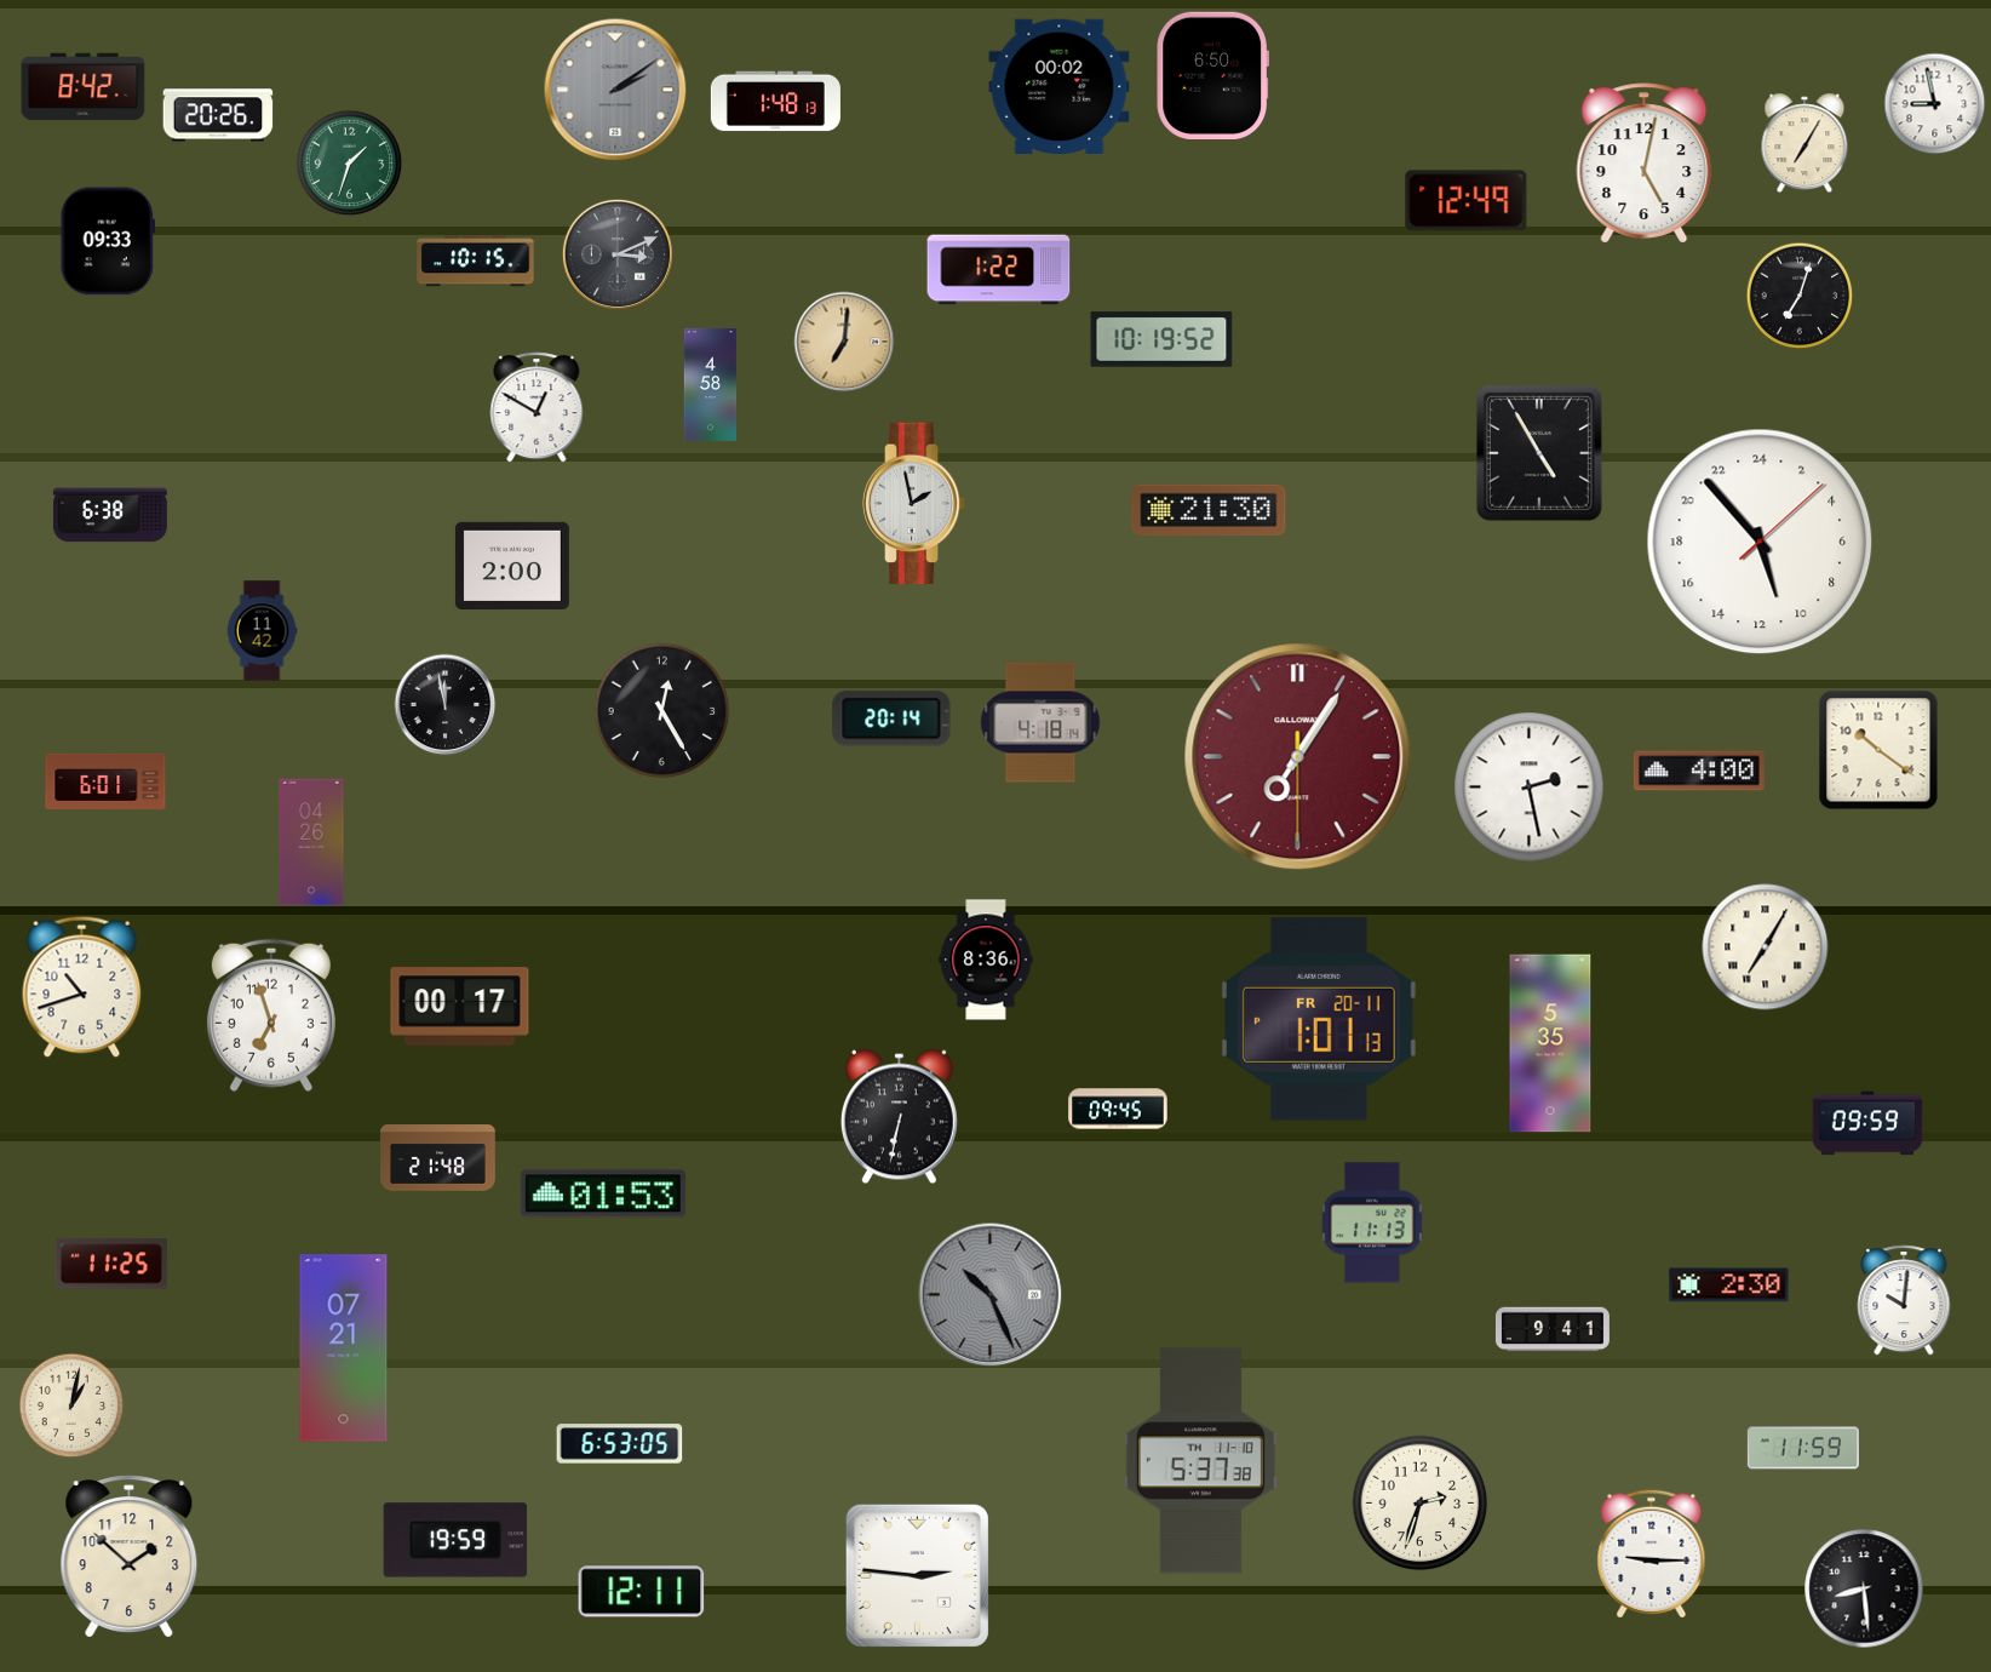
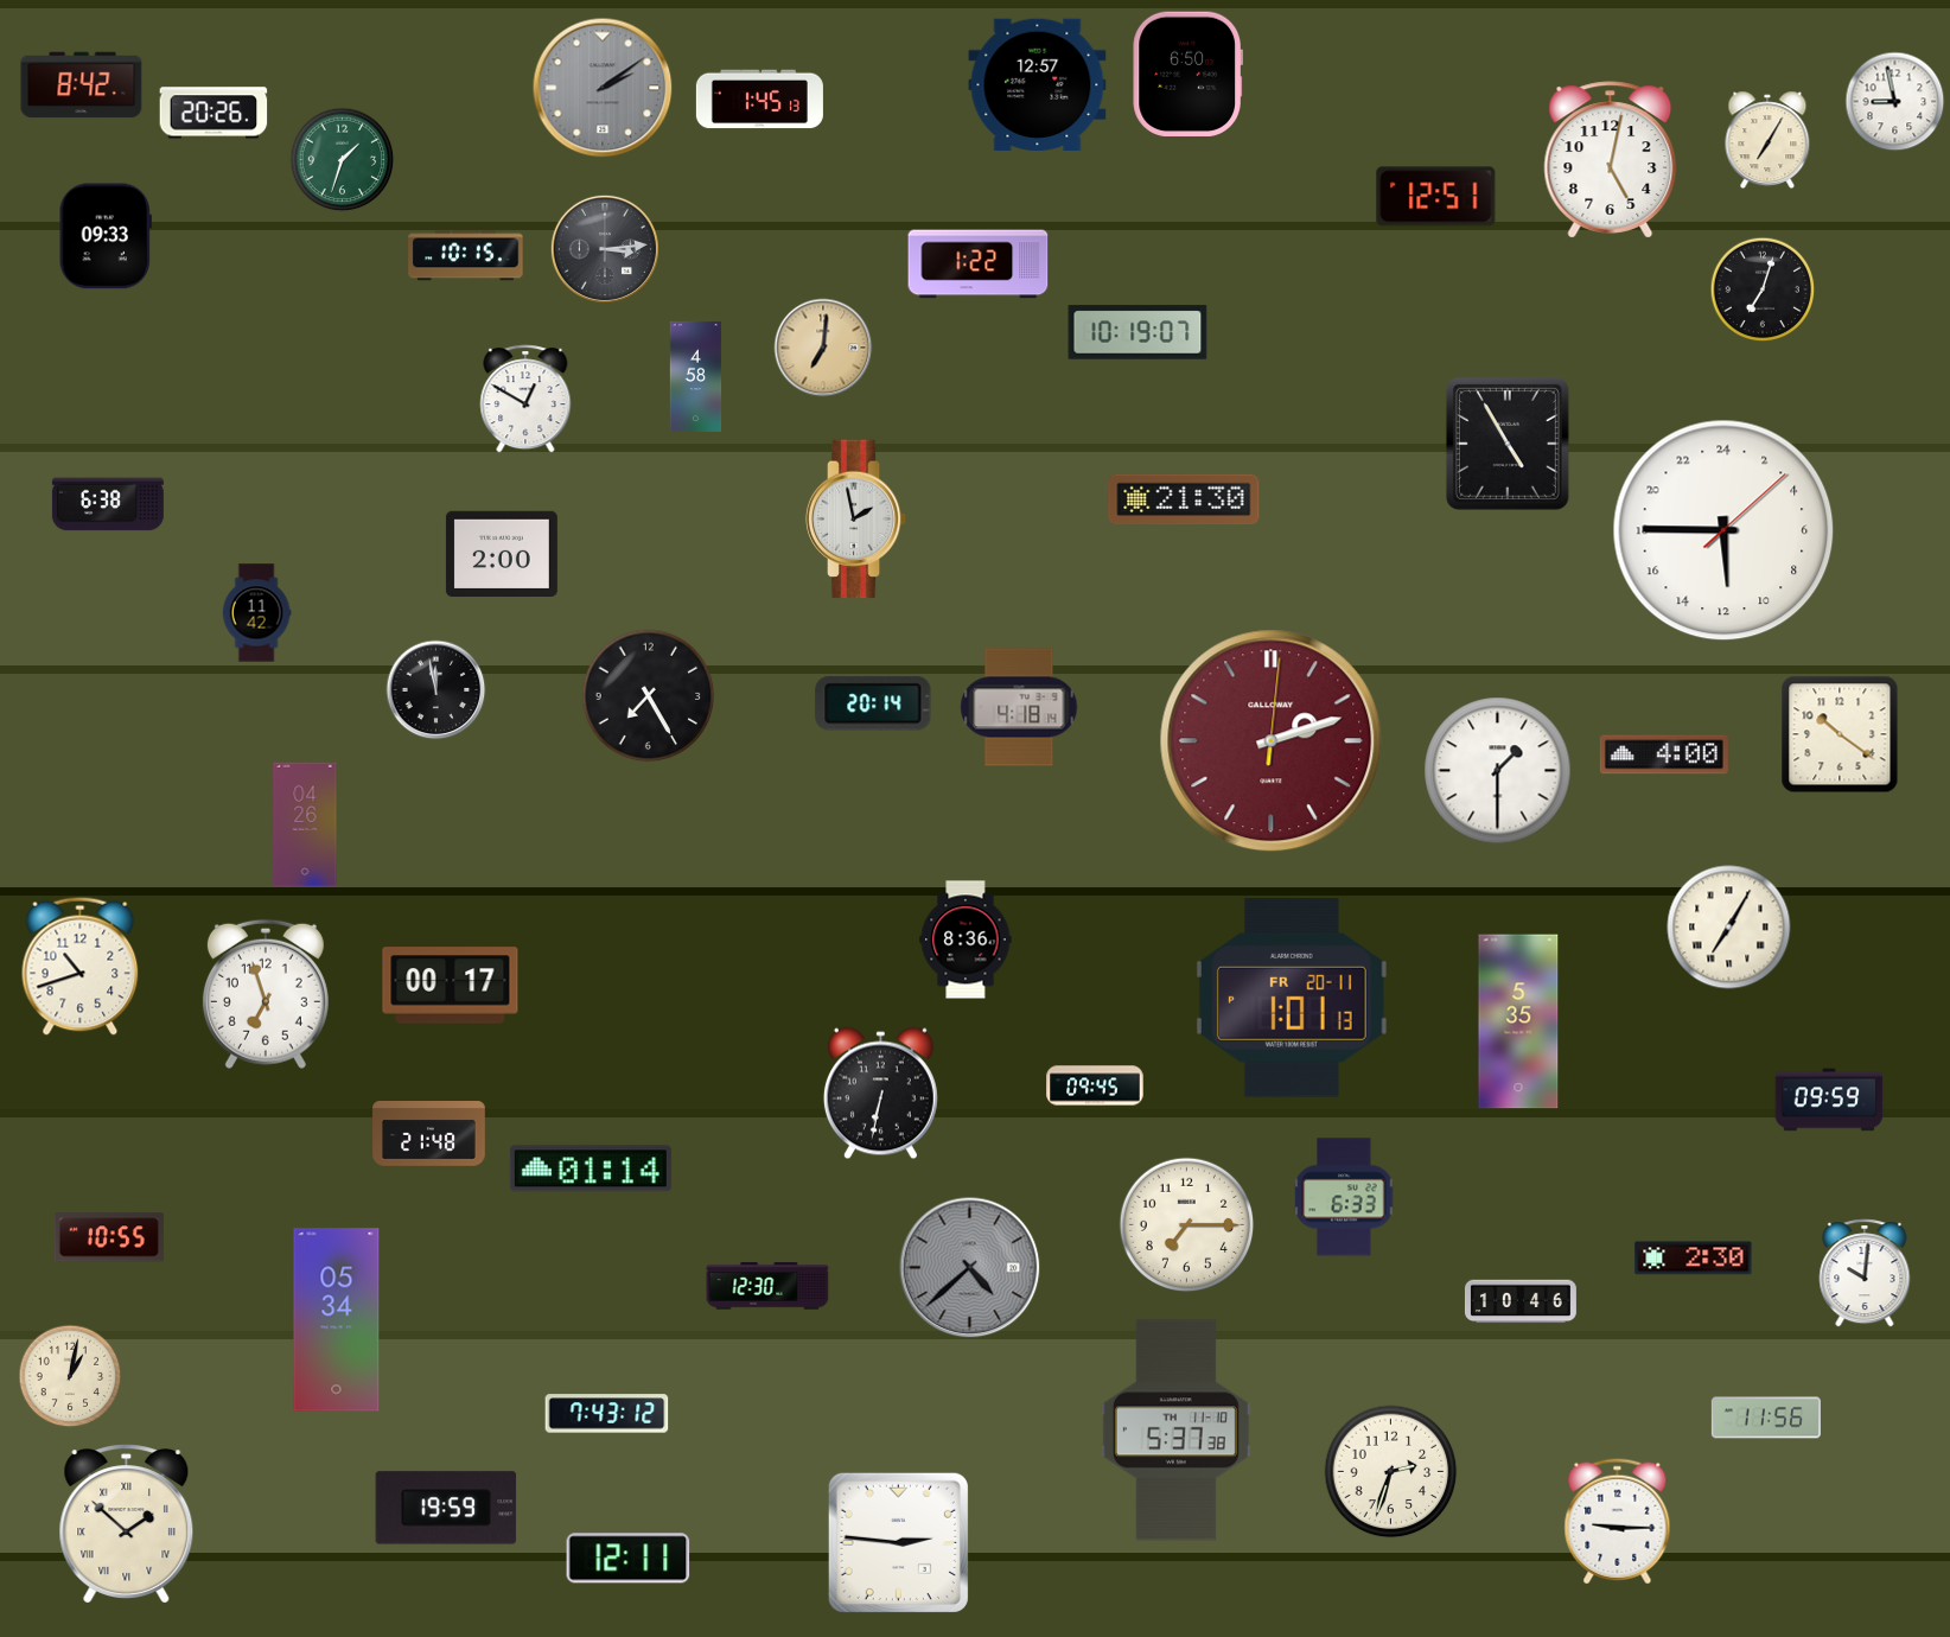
clock at (1060, 86): 00:02 -> 12:57
clock at (775, 102): 1:48 -> 1:45
clock at (1467, 201): 12:49 -> 12:51
clock at (618, 254): 3:11 -> 3:14
clock at (1161, 339): 10:19:52 -> 10:19:07
clock at (844, 342) position: (844, 342) -> (823, 348)
clock at (914, 504) position: (914, 504) -> (856, 520)
clock at (1760, 542): 10:53 -> 11:45
clock at (262, 631) position: (262, 631) -> (256, 613)
clock at (662, 711): 12:25 -> 7:25
clock at (1298, 757): 7:05 -> 2:12
clock at (105, 781): 6:01 -> none
clock at (1530, 788): 2:28 -> 1:30
clock at (603, 1193): 01:53 -> 01:14
clock at (1372, 1222): 11:13 -> 6:33
clock at (1187, 1225): none -> 7:15
clock at (111, 1264): 11:25 -> 10:55
clock at (991, 1295): 10:26 -> 4:38
clock at (767, 1286): none -> 12:30
clock at (1553, 1329): 9:41 -> 10:46
clock at (344, 1349): 07:21 -> 05:34
clock at (620, 1444): 6:53 -> 7:43
clock at (1803, 1448): 11:59 -> 11:56
clock at (130, 1557) numerals: Arabic -> Roman
clock at (1864, 1588): 8:29 -> none
